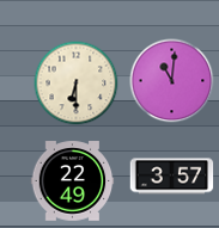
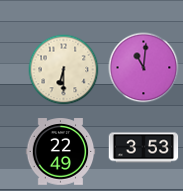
clock at (172, 177): 3:57 -> 3:53
